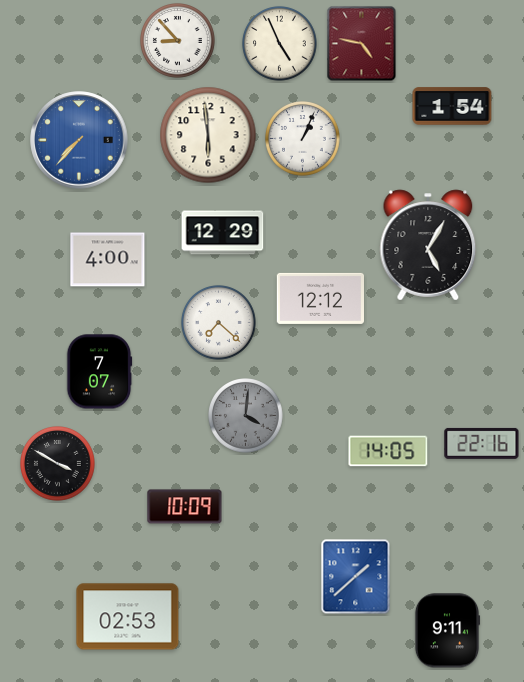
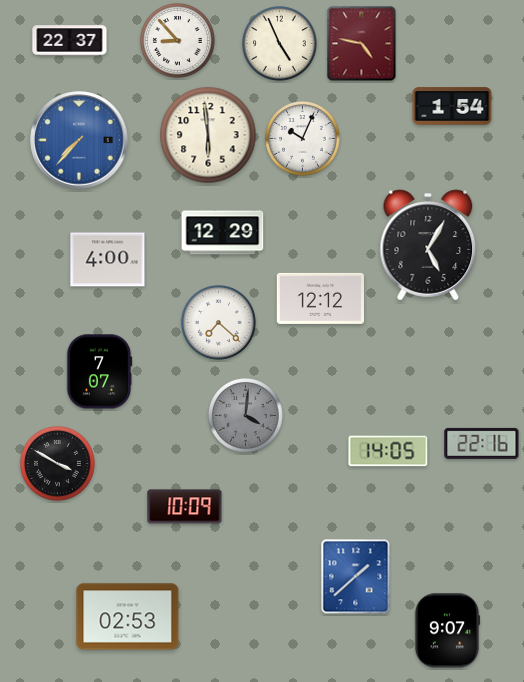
clock at (70, 41): none -> 22:37
clock at (303, 139): 1:04 -> 10:04
clock at (447, 631): 9:11 -> 9:07
